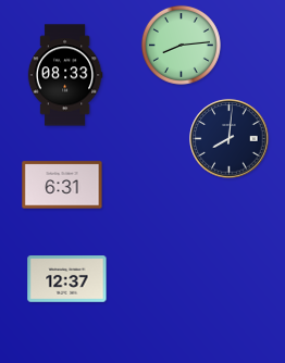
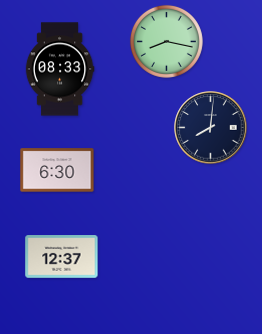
clock at (181, 45): 8:14 -> 8:17
clock at (62, 185): 6:31 -> 6:30
